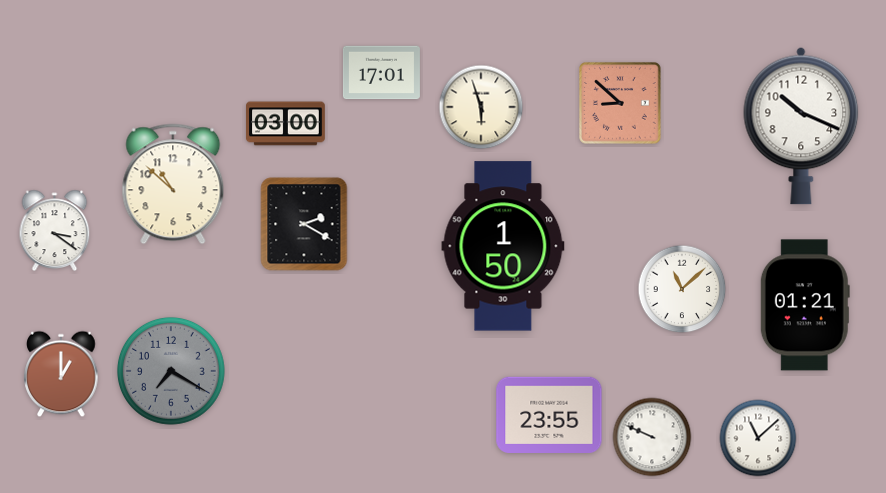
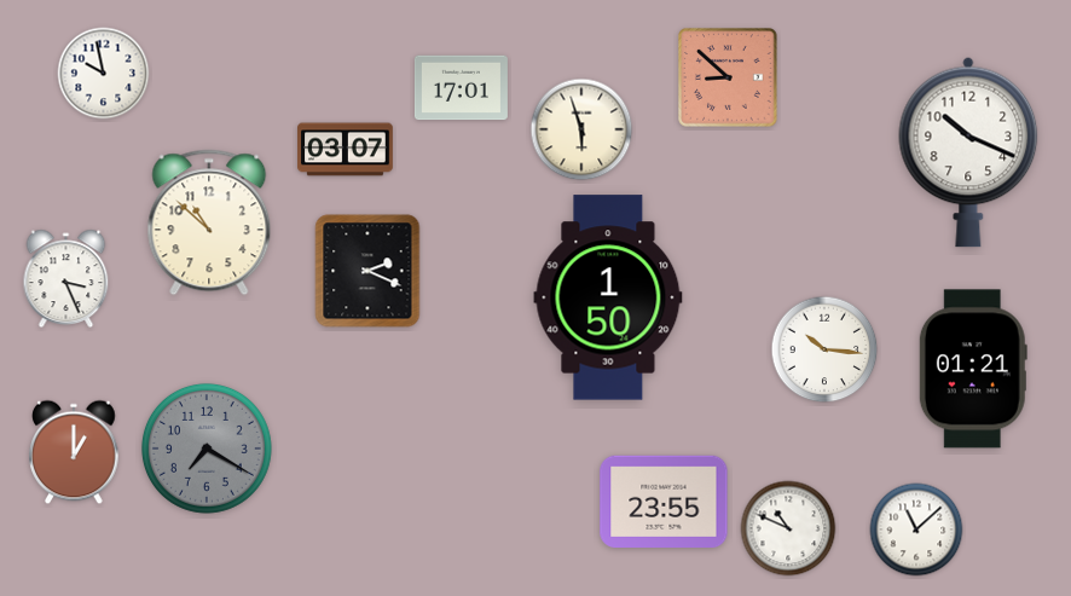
clock at (104, 74): none -> 9:58
clock at (620, 103) position: (620, 103) -> (728, 77)
clock at (286, 124): 03:00 -> 03:07
clock at (304, 224): 2:20 -> 2:19
clock at (55, 230): 3:21 -> 3:26
clock at (682, 289): 11:08 -> 10:16
clock at (652, 437): 9:49 -> 10:49
